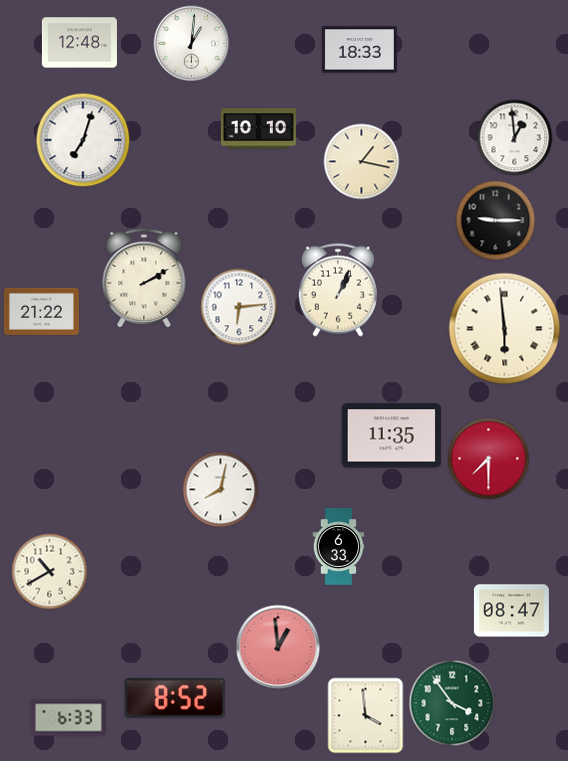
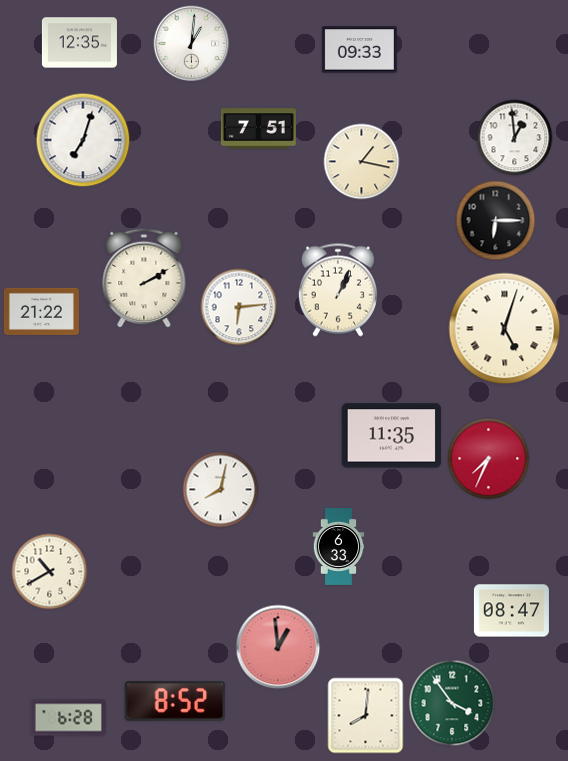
clock at (79, 43): 12:48 -> 12:35
clock at (359, 50): 18:33 -> 09:33
clock at (258, 129): 10:10 -> 7:51
clock at (496, 221): 9:15 -> 6:15
clock at (505, 329): 5:59 -> 5:03
clock at (489, 459): 7:30 -> 7:34
clock at (175, 698) position: (175, 698) -> (175, 701)
clock at (366, 716): 3:59 -> 8:01
clock at (68, 718): 6:33 -> 6:28
